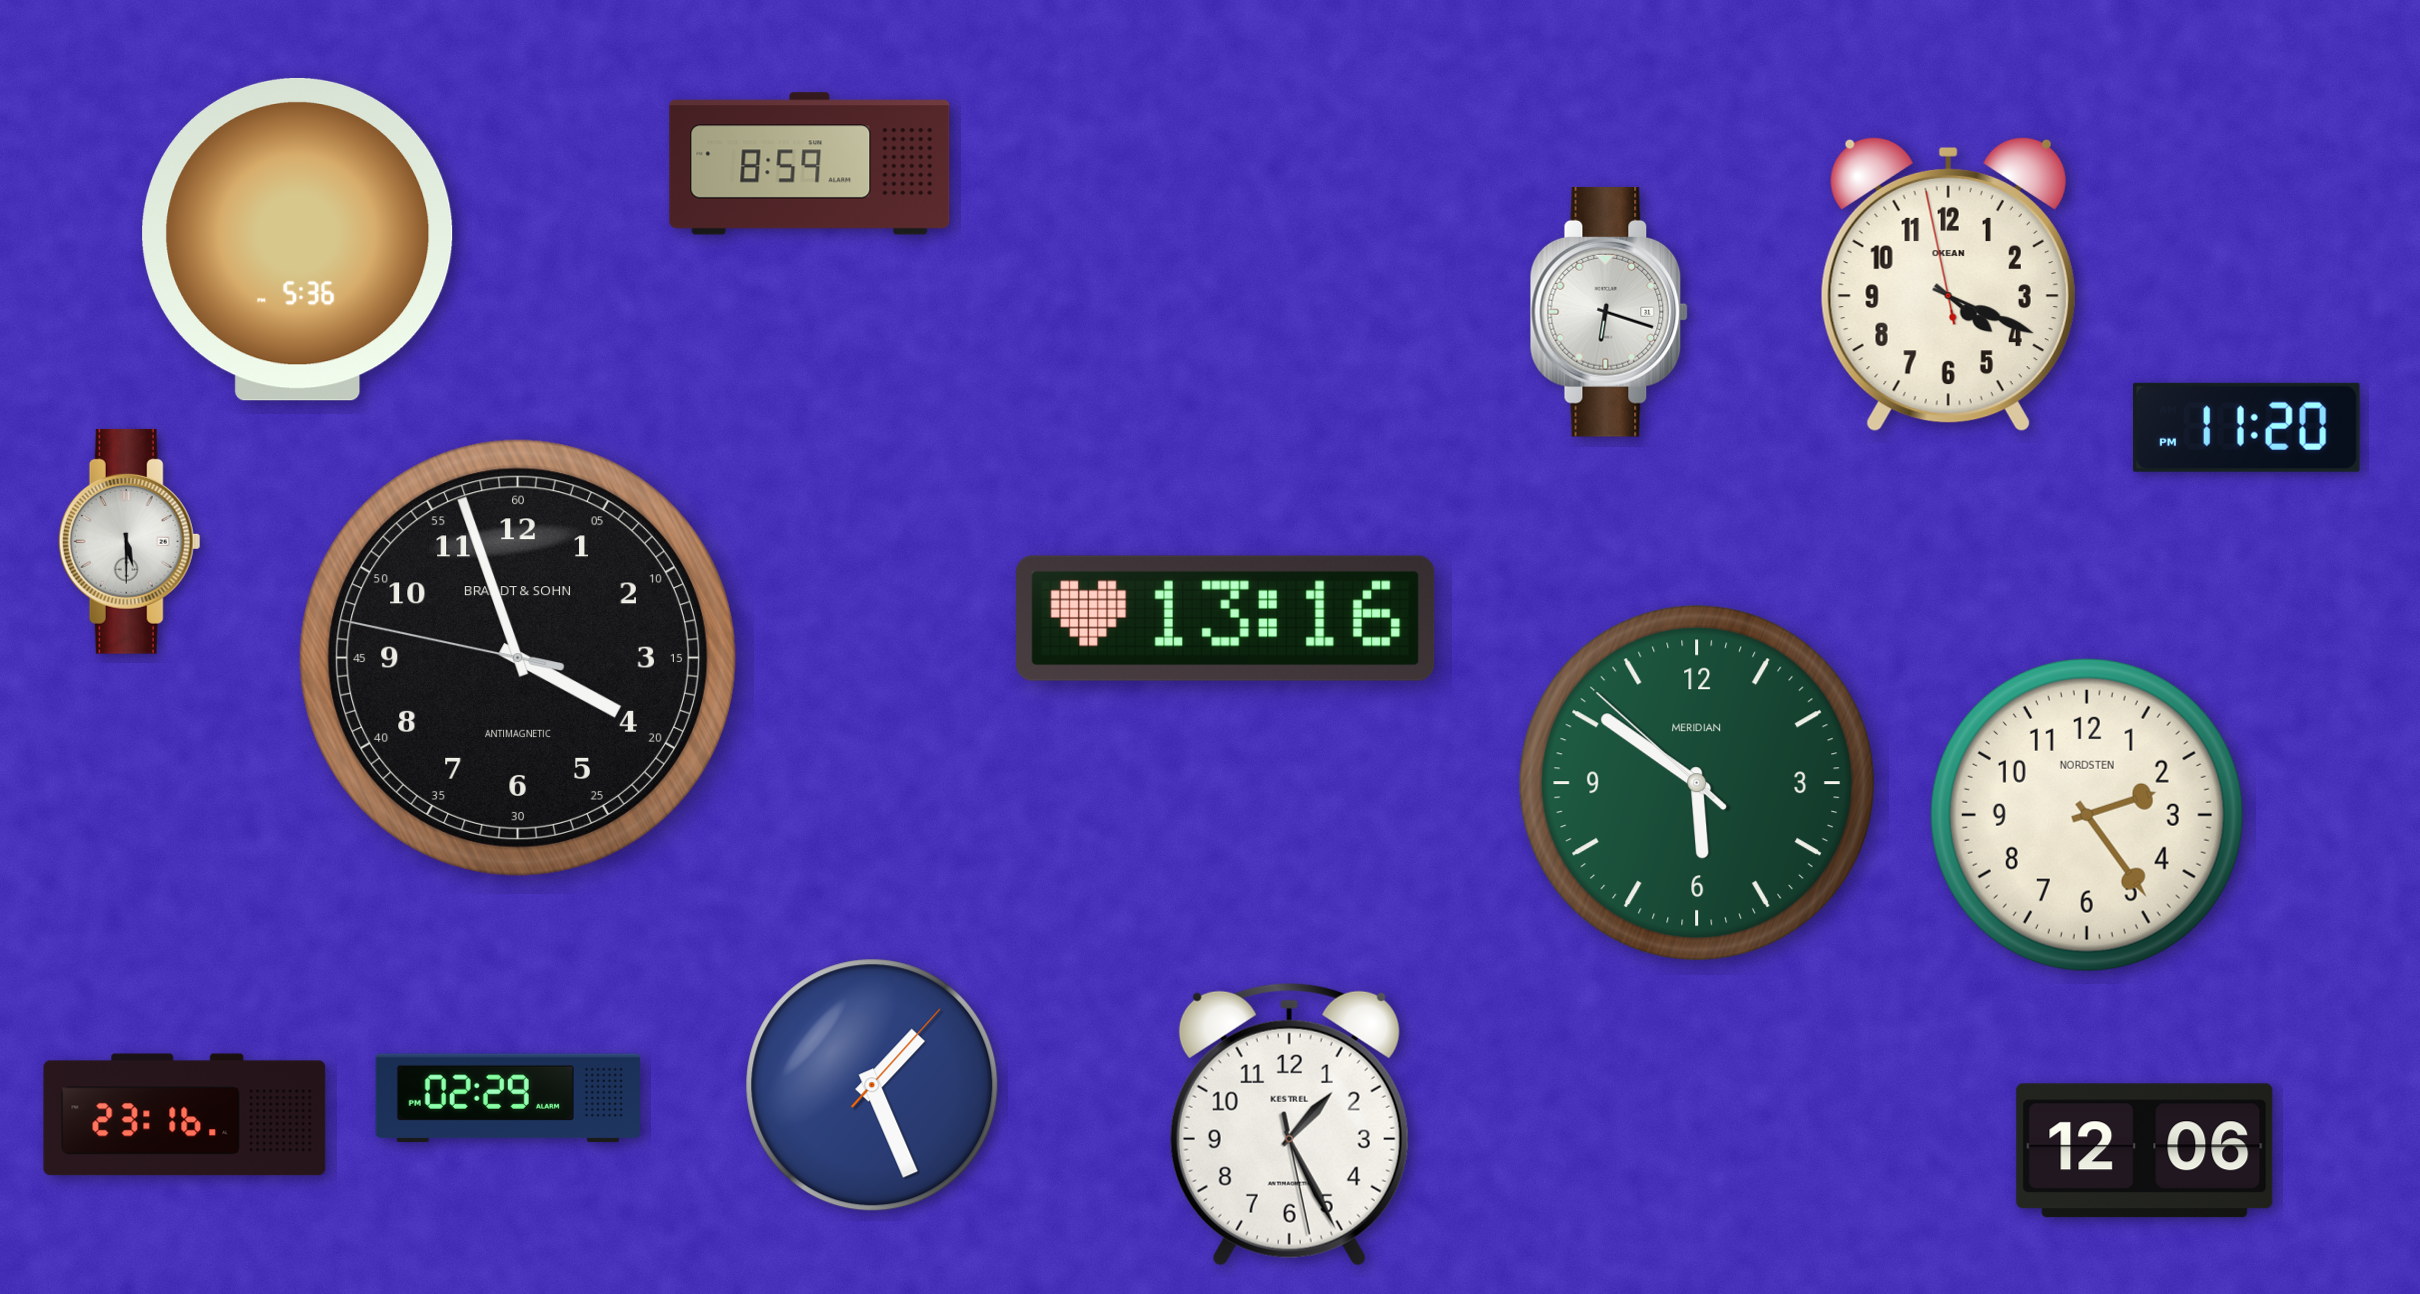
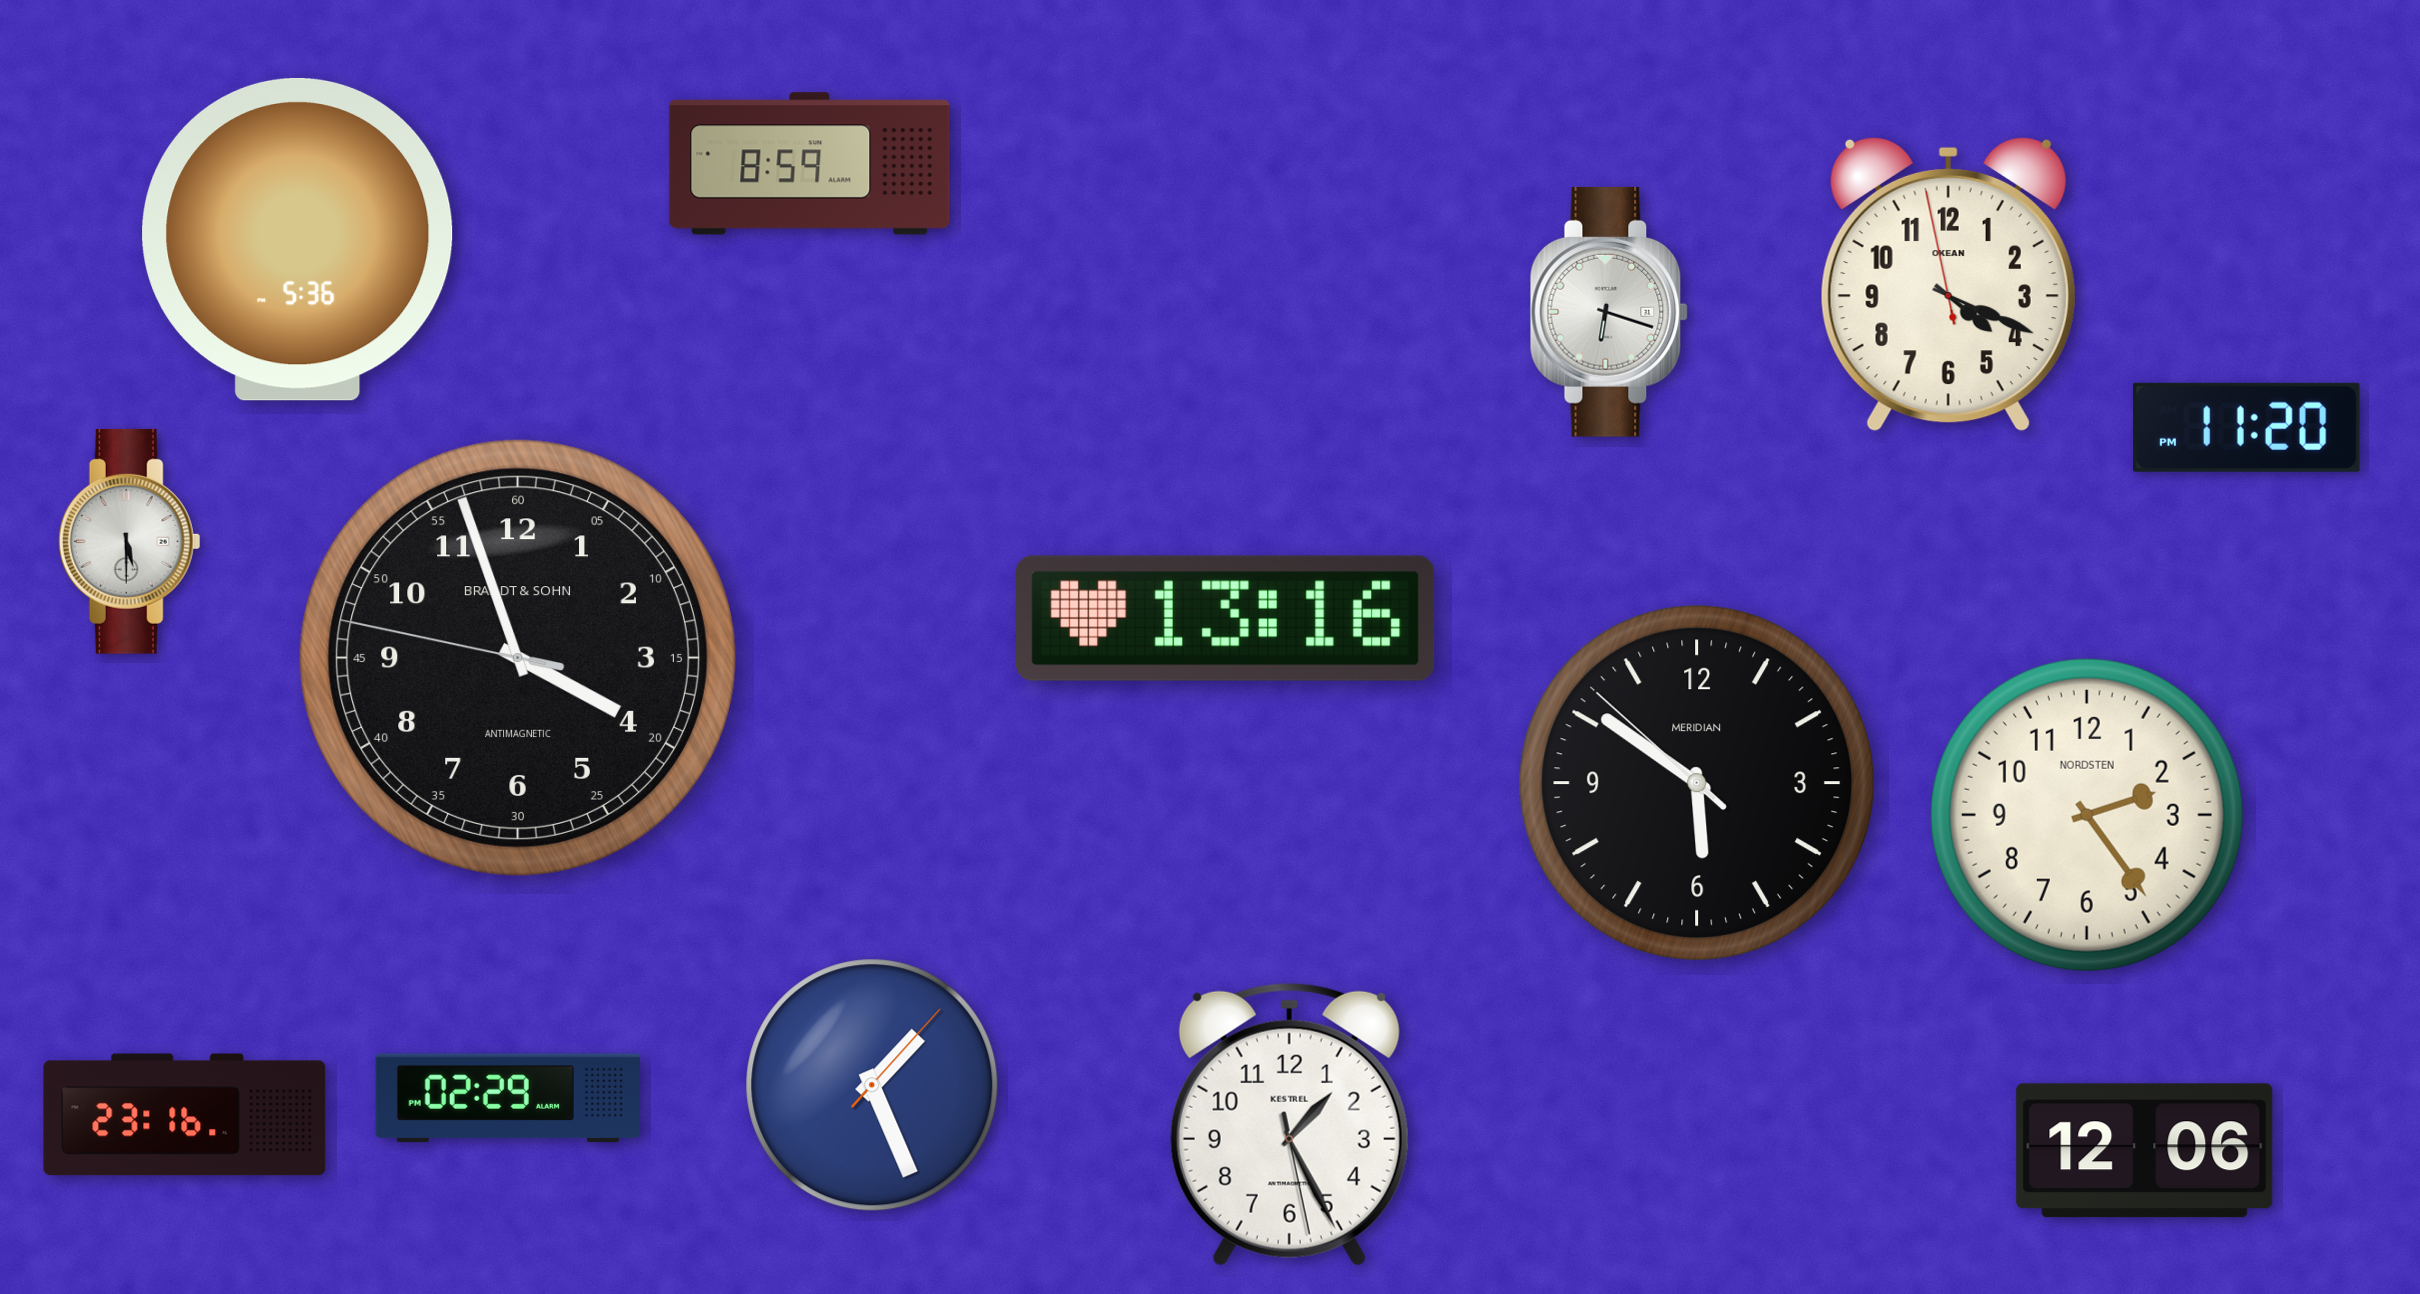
clock at (1697, 783) dial: green -> black
